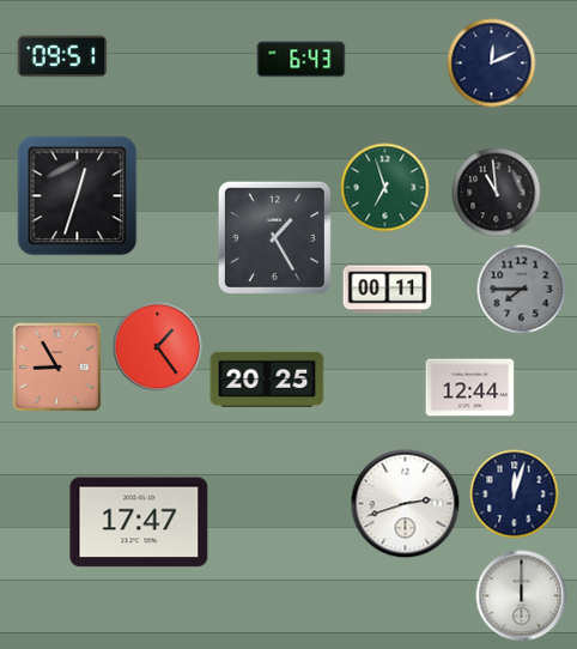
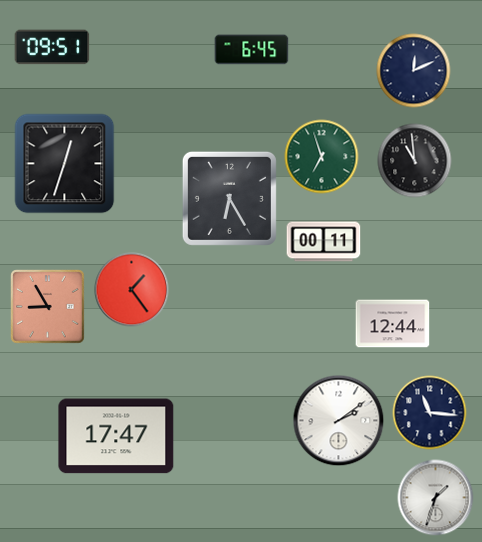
clock at (302, 60): 6:43 -> 6:45
clock at (492, 63) position: (492, 63) -> (414, 71)
clock at (274, 237): 1:25 -> 6:25
clock at (522, 290): 7:45 -> none
clock at (267, 380): 20:25 -> none
clock at (515, 495): 12:03 -> 11:16
clock at (406, 504): 2:42 -> 2:09
clock at (522, 596): 12:00 -> 1:33
